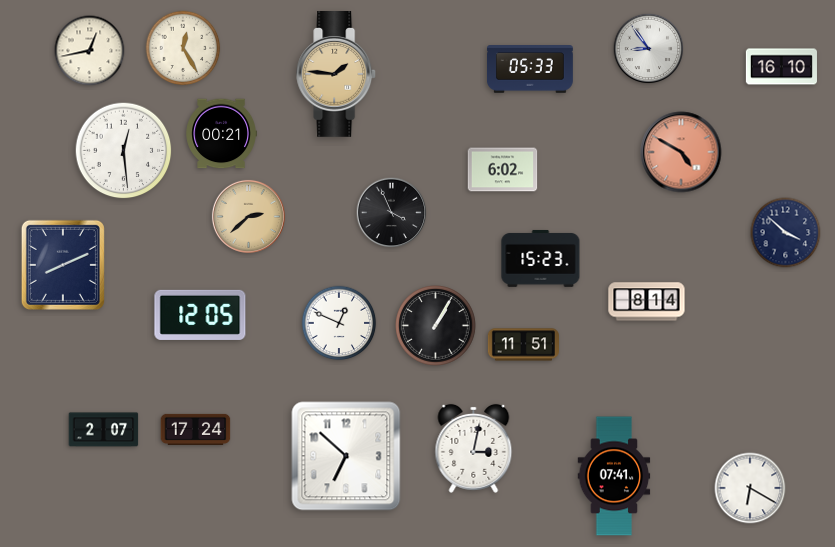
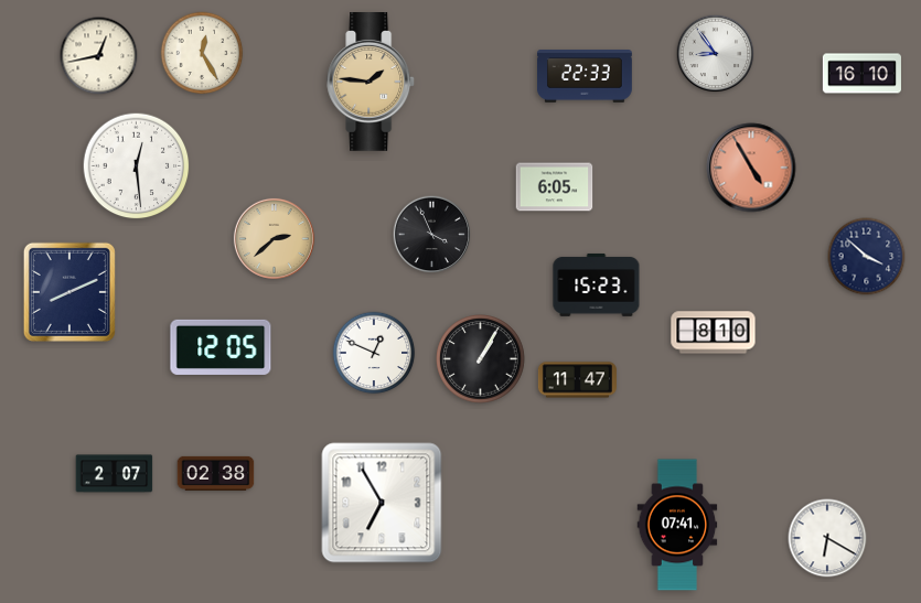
clock at (531, 70): 05:33 -> 22:33
clock at (221, 134): 00:21 -> none
clock at (681, 152): 4:50 -> 4:55
clock at (503, 170): 6:02 -> 6:05
clock at (647, 302): 8:14 -> 8:10
clock at (339, 323) position: (339, 323) -> (374, 353)
clock at (523, 345): 11:51 -> 11:47
clock at (196, 429): 17:24 -> 02:38
clock at (474, 448): 3:02 -> none
clock at (346, 456): 6:52 -> 6:55
